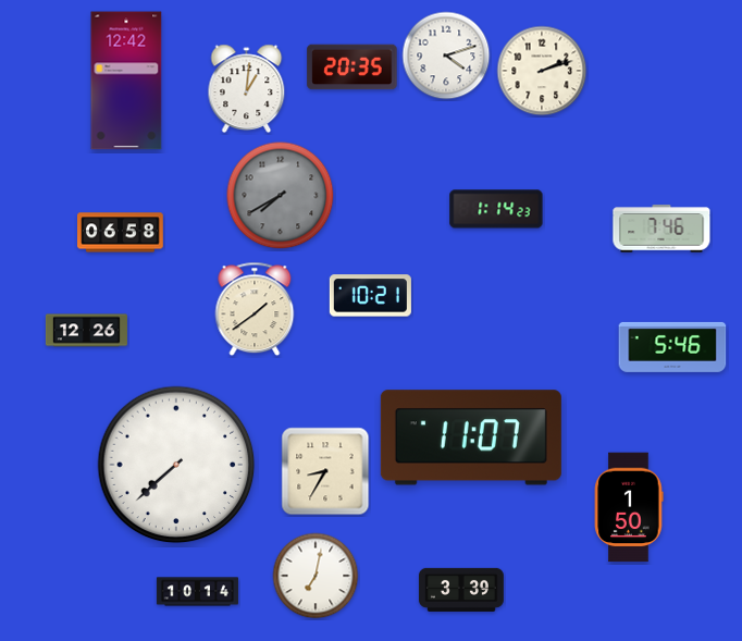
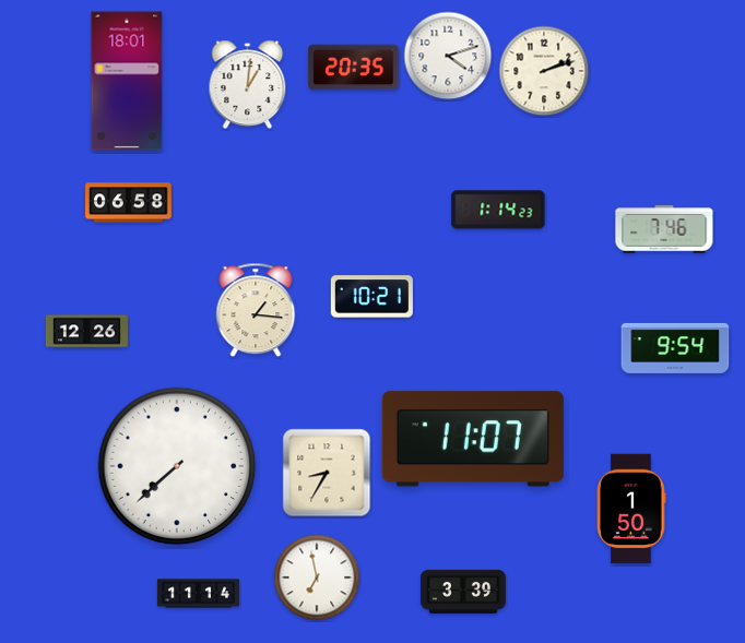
clock at (126, 81): 12:42 -> 18:01
clock at (247, 89) position: (247, 89) -> (248, 85)
clock at (281, 196): 7:40 -> none
clock at (121, 233) position: (121, 233) -> (129, 203)
clock at (255, 309): 1:39 -> 1:16
clock at (672, 347): 5:46 -> 9:54
clock at (316, 576): 7:02 -> 6:58
clock at (197, 592): 10:14 -> 11:14
